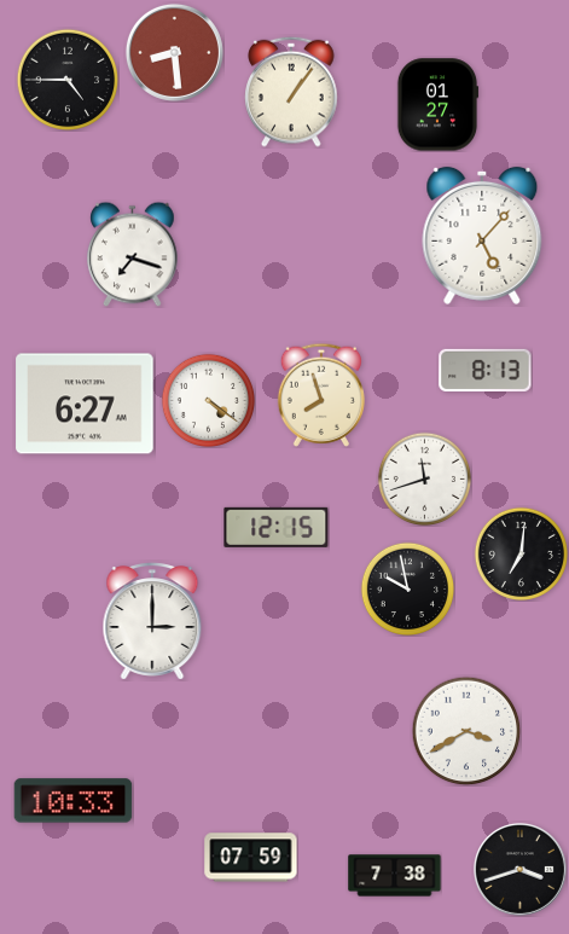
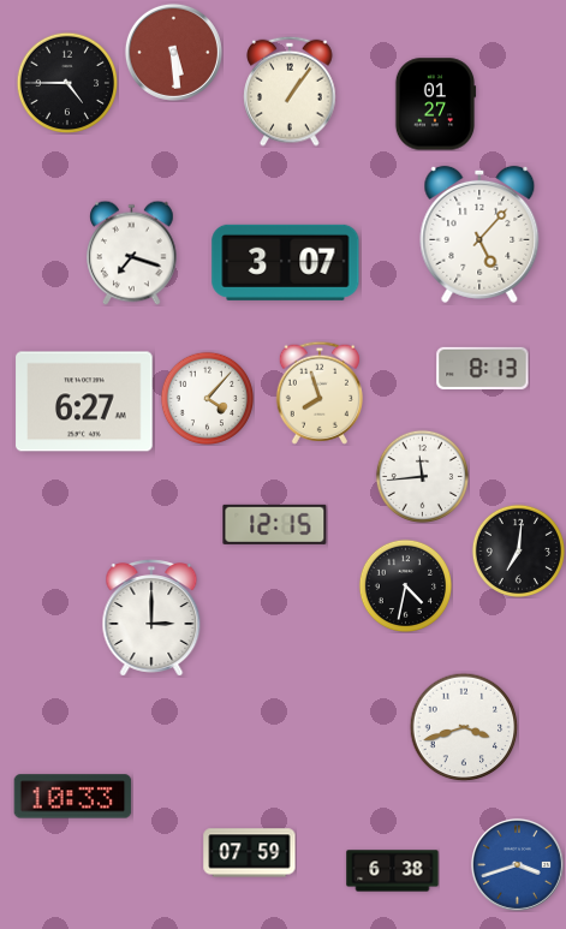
clock at (174, 52): 8:29 -> 5:29
clock at (68, 80) position: (68, 80) -> (67, 83)
clock at (286, 262): none -> 3:07
clock at (208, 400): 4:21 -> 4:07
clock at (424, 478): 11:42 -> 11:44
clock at (407, 588): 9:58 -> 4:32
clock at (466, 731): 3:40 -> 3:42
clock at (519, 869) dial: black -> blue
clock at (395, 876): 7:38 -> 6:38
